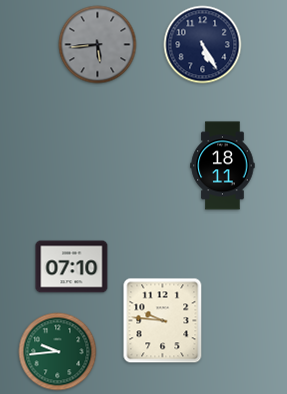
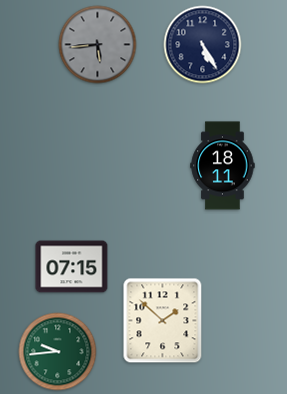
clock at (72, 267): 07:10 -> 07:15
clock at (163, 321): 9:46 -> 1:52
